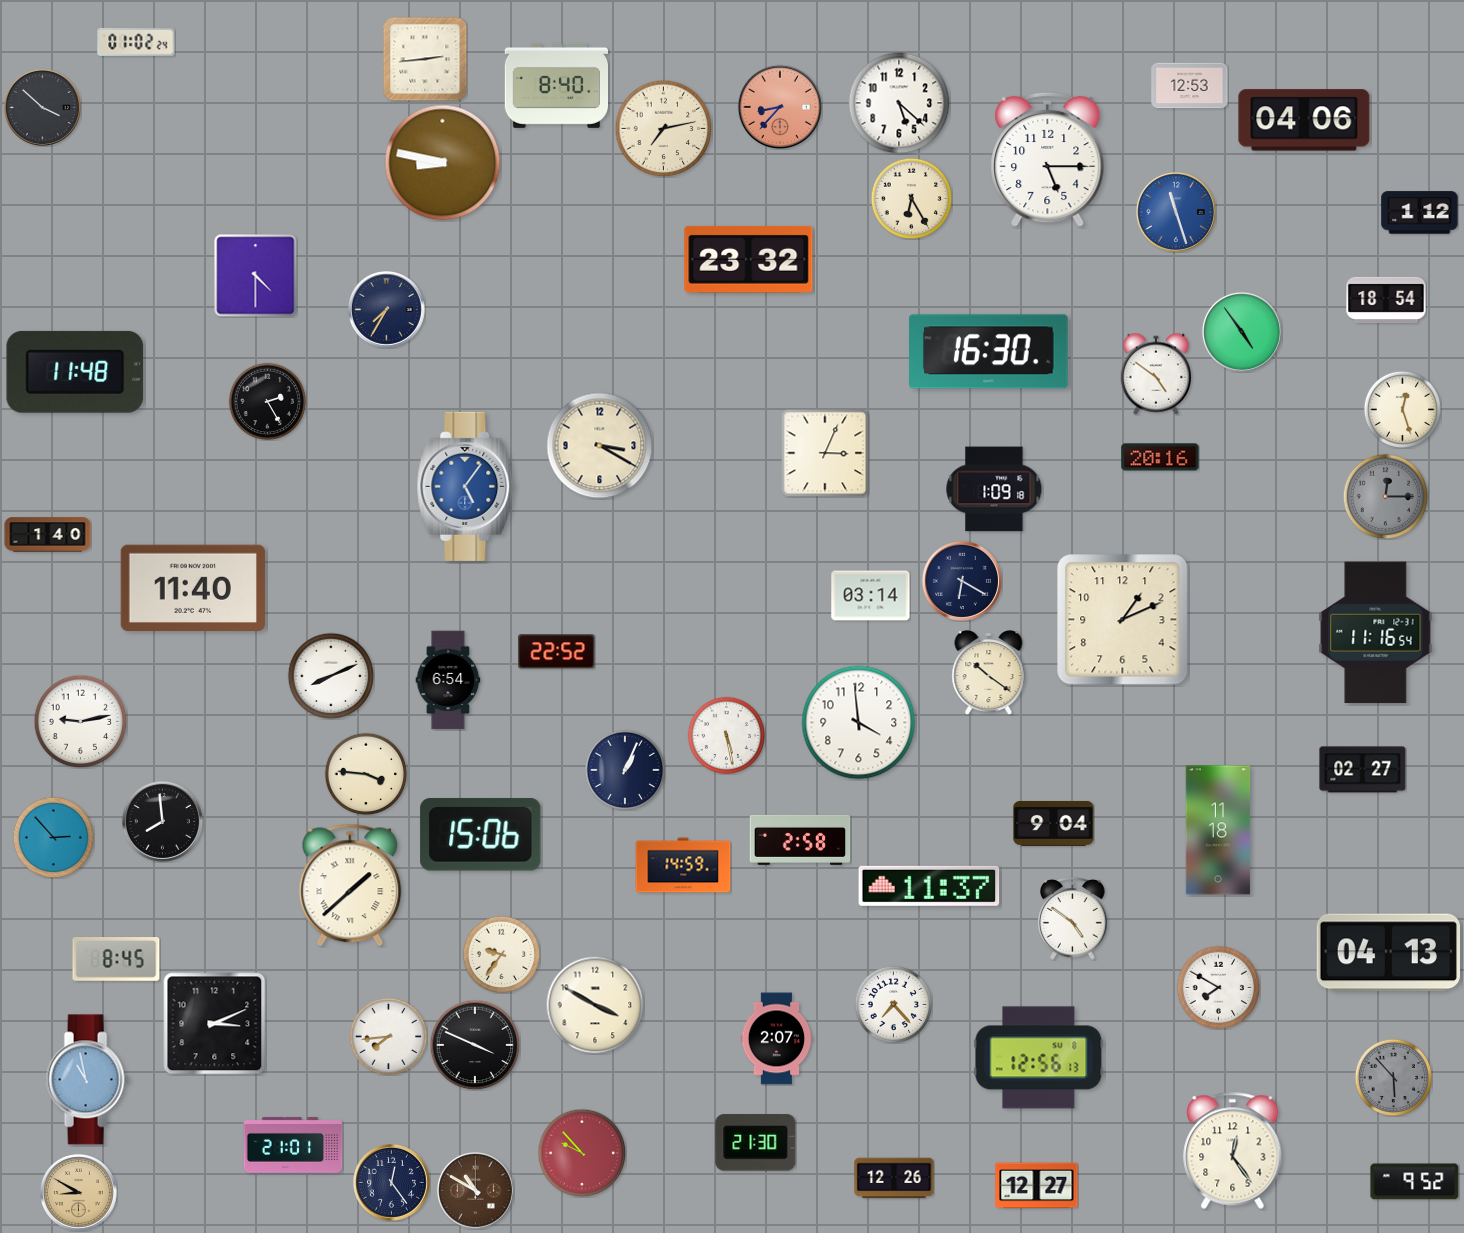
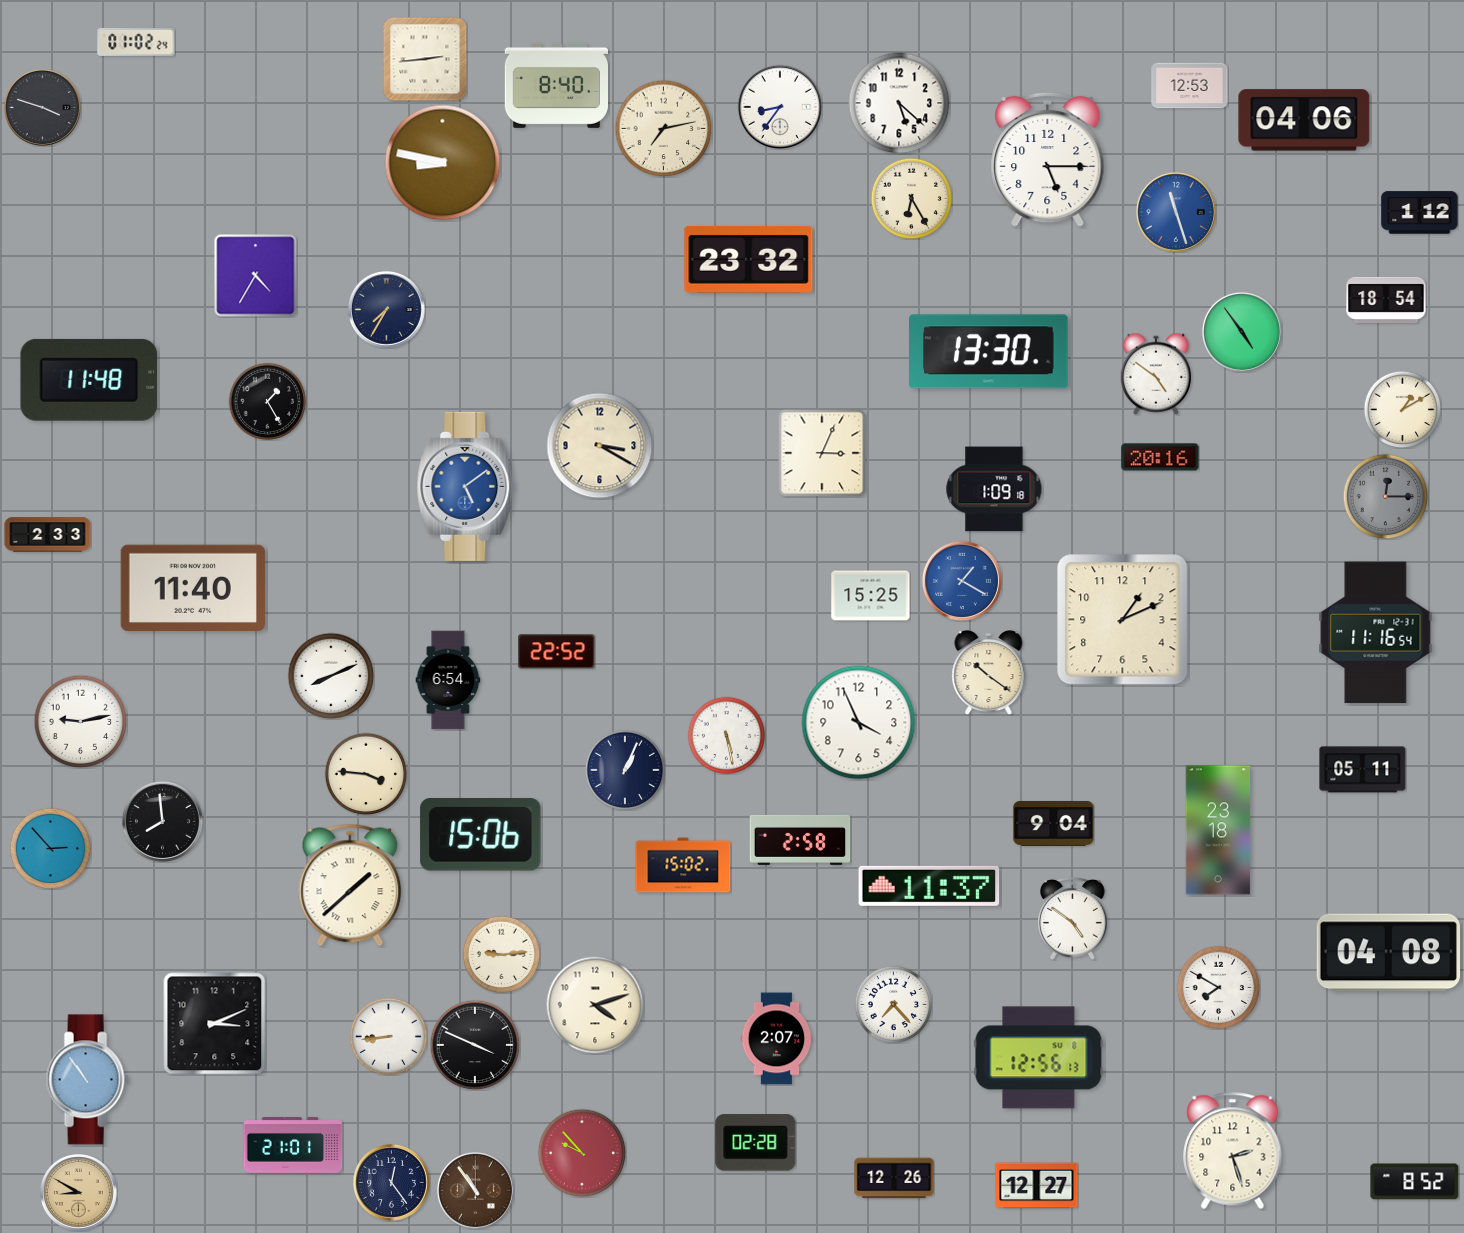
clock at (779, 106): 8:37 -> 8:36
clock at (779, 106) dial: salmon -> white
clock at (42, 107): 3:52 -> 3:48
clock at (256, 276): 4:30 -> 4:35
clock at (989, 352): 16:30 -> 13:30
clock at (75, 372) position: (75, 372) -> (89, 380)
clock at (267, 401): 2:25 -> 1:25
clock at (1402, 409): 12:27 -> 1:10
clock at (825, 453) position: (825, 453) -> (822, 453)
clock at (466, 486): 5:06 -> 5:09
clock at (48, 535): 1:40 -> 2:33
clock at (962, 581): 6:20 -> 1:20
clock at (962, 581) dial: navy -> blue
clock at (871, 596): 03:14 -> 15:25
clock at (859, 723): 3:59 -> 3:56
clock at (1363, 770): 02:27 -> 05:11
clock at (1218, 830): 11:18 -> 23:18
clock at (53, 837) position: (53, 837) -> (50, 848)
clock at (683, 865): 14:59 -> 15:02
clock at (1388, 953): 04:13 -> 04:08
clock at (501, 954): 9:36 -> 9:14
clock at (116, 959): 8:45 -> none
clock at (595, 1005): 3:50 -> 4:12
clock at (388, 1036): 7:44 -> 8:44
clock at (1393, 1077): 5:53 -> none
clock at (87, 1080): 10:58 -> 10:54
clock at (756, 1143): 21:30 -> 02:28
clock at (1233, 1150): 12:24 -> 2:27
clock at (1415, 1182): 9:52 -> 8:52
clock at (475, 1190): 10:50 -> 10:54
